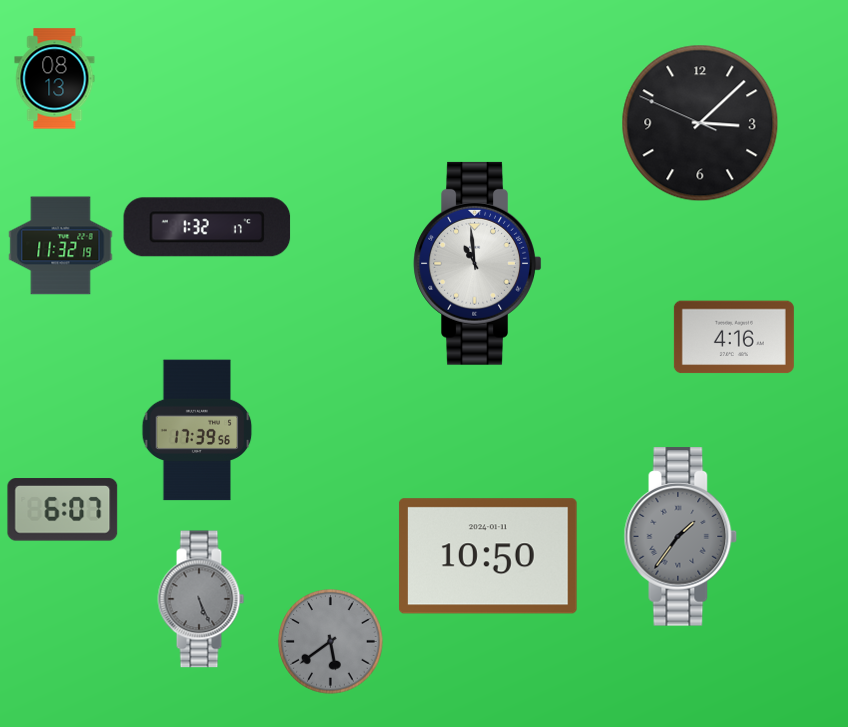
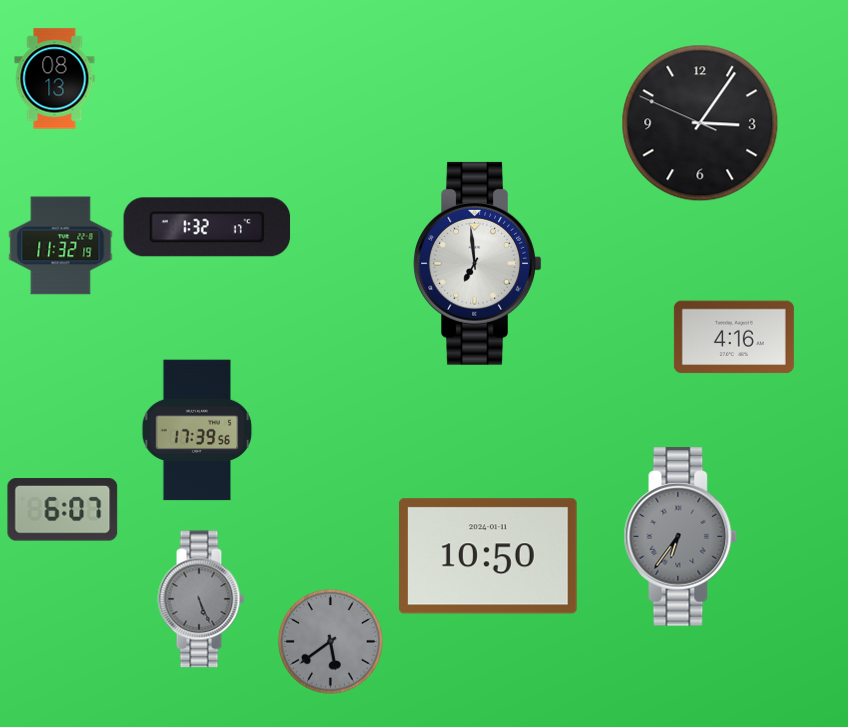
clock at (700, 123): 3:07 -> 3:05
clock at (478, 263): 10:59 -> 6:59
clock at (681, 537): 1:36 -> 6:36
